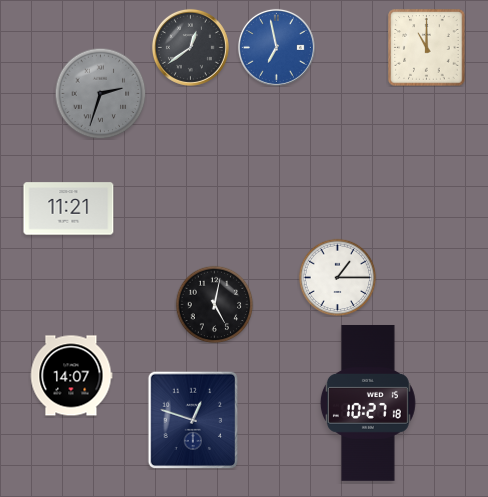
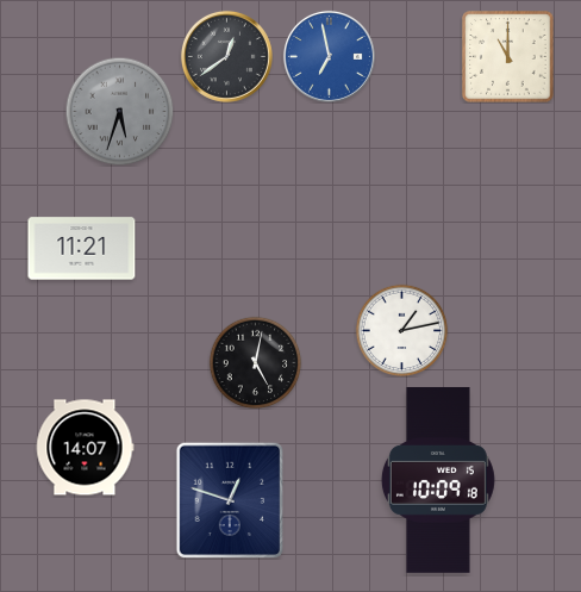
clock at (100, 93): 2:33 -> 5:33
clock at (337, 277): 1:15 -> 1:13
clock at (368, 403): 10:27 -> 10:09
